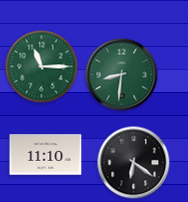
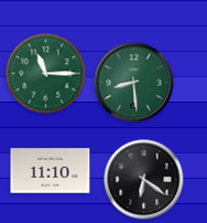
clock at (122, 75): 8:31 -> 8:29
clock at (134, 163) position: (134, 163) -> (144, 180)
